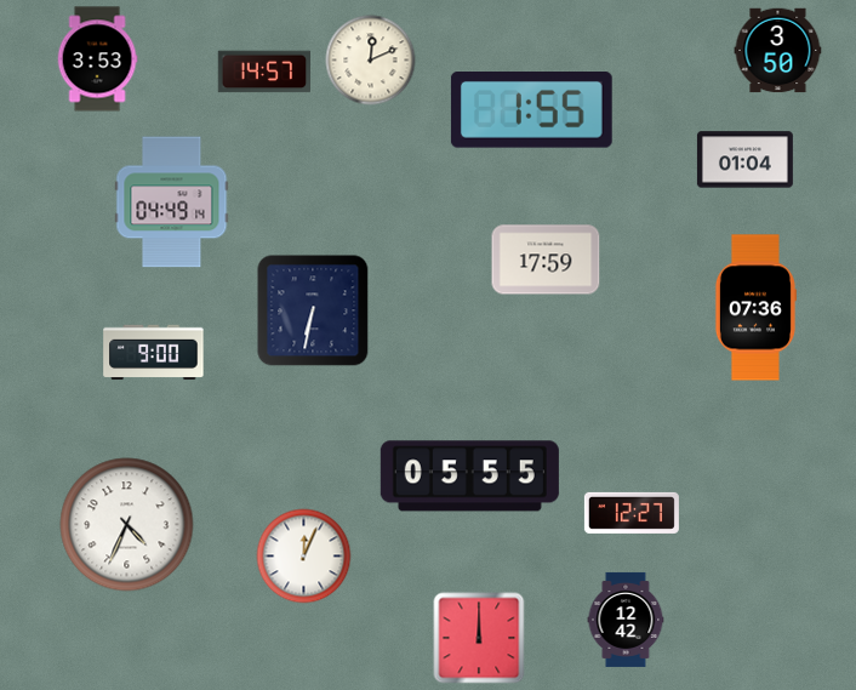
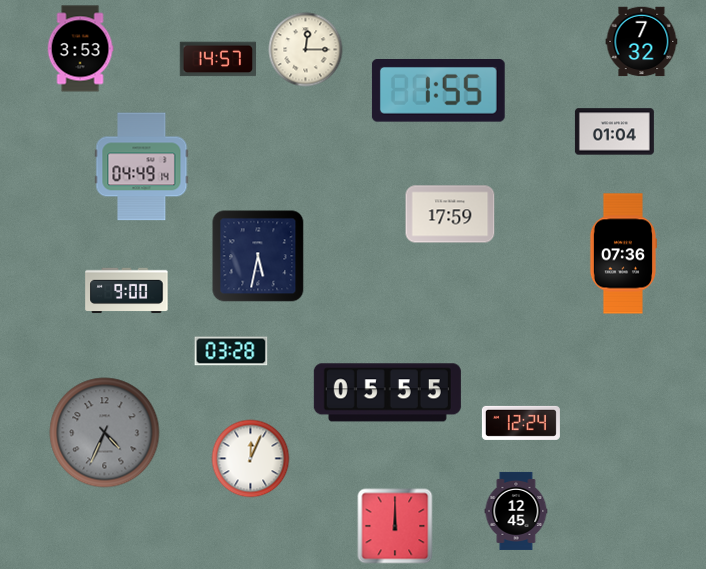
clock at (778, 51): 3:50 -> 7:32
clock at (371, 61): 12:11 -> 12:15
clock at (313, 310): 6:32 -> 5:32
clock at (231, 351): none -> 03:28
clock at (632, 513): 12:27 -> 12:24
clock at (127, 525) dial: white -> grey
clock at (626, 620): 12:42 -> 12:45
